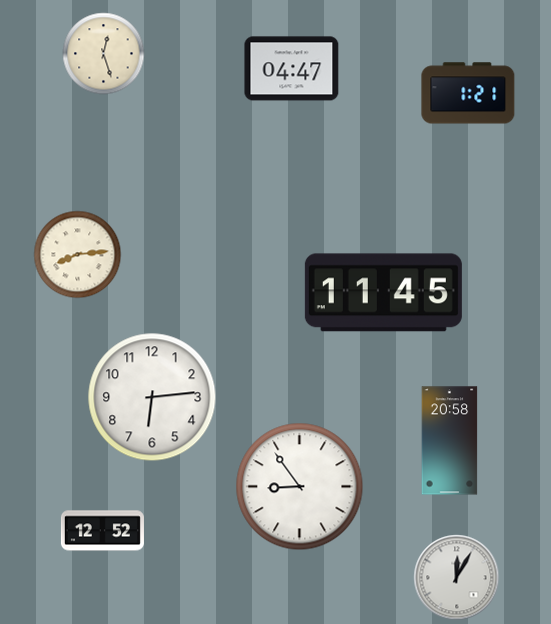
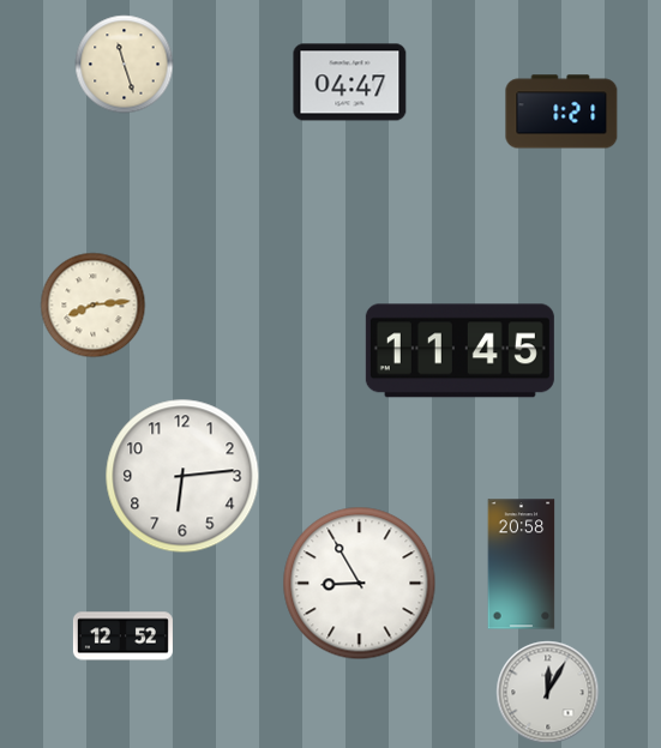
clock at (104, 54): 12:27 -> 11:27
clock at (450, 441) position: (450, 441) -> (522, 565)
clock at (300, 487): 8:54 -> 8:55
